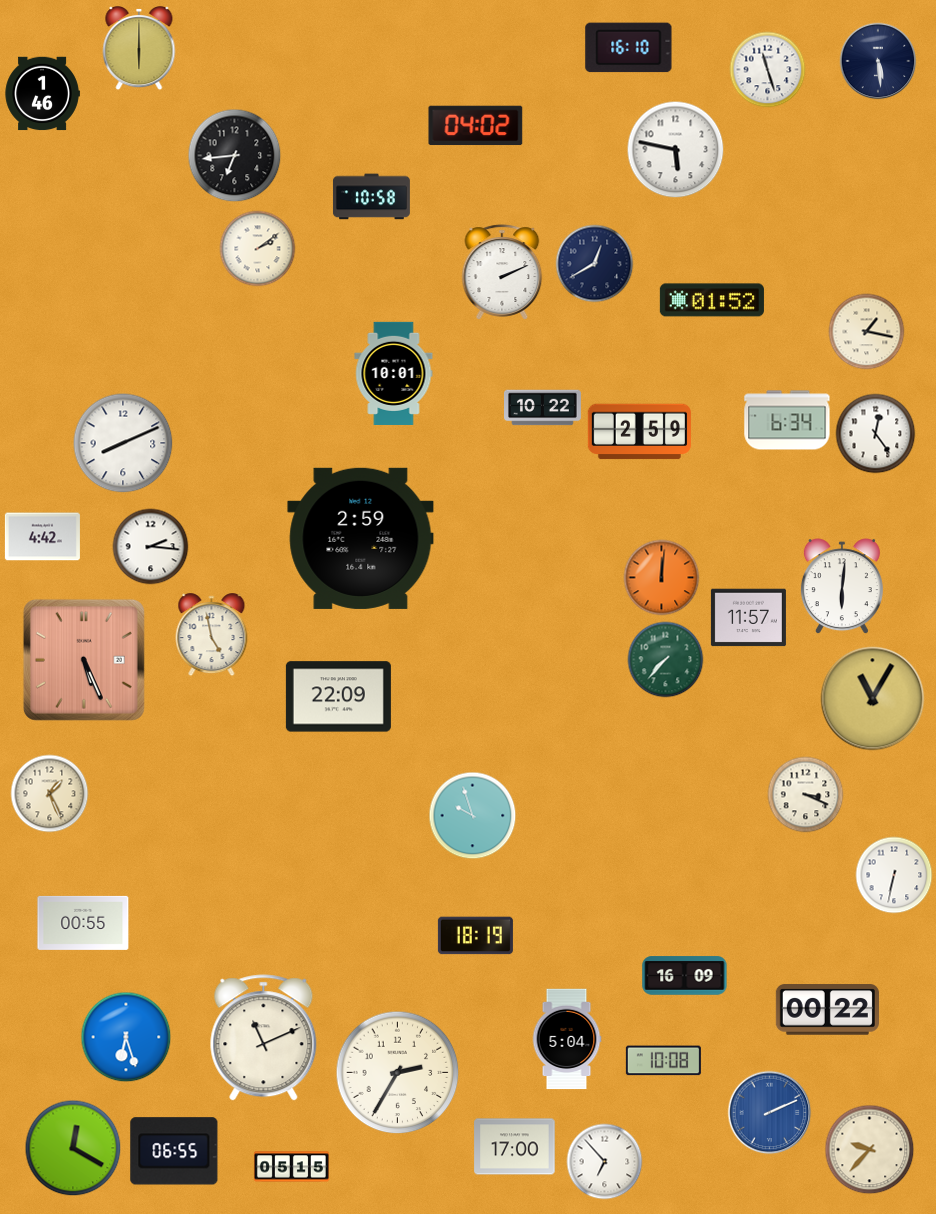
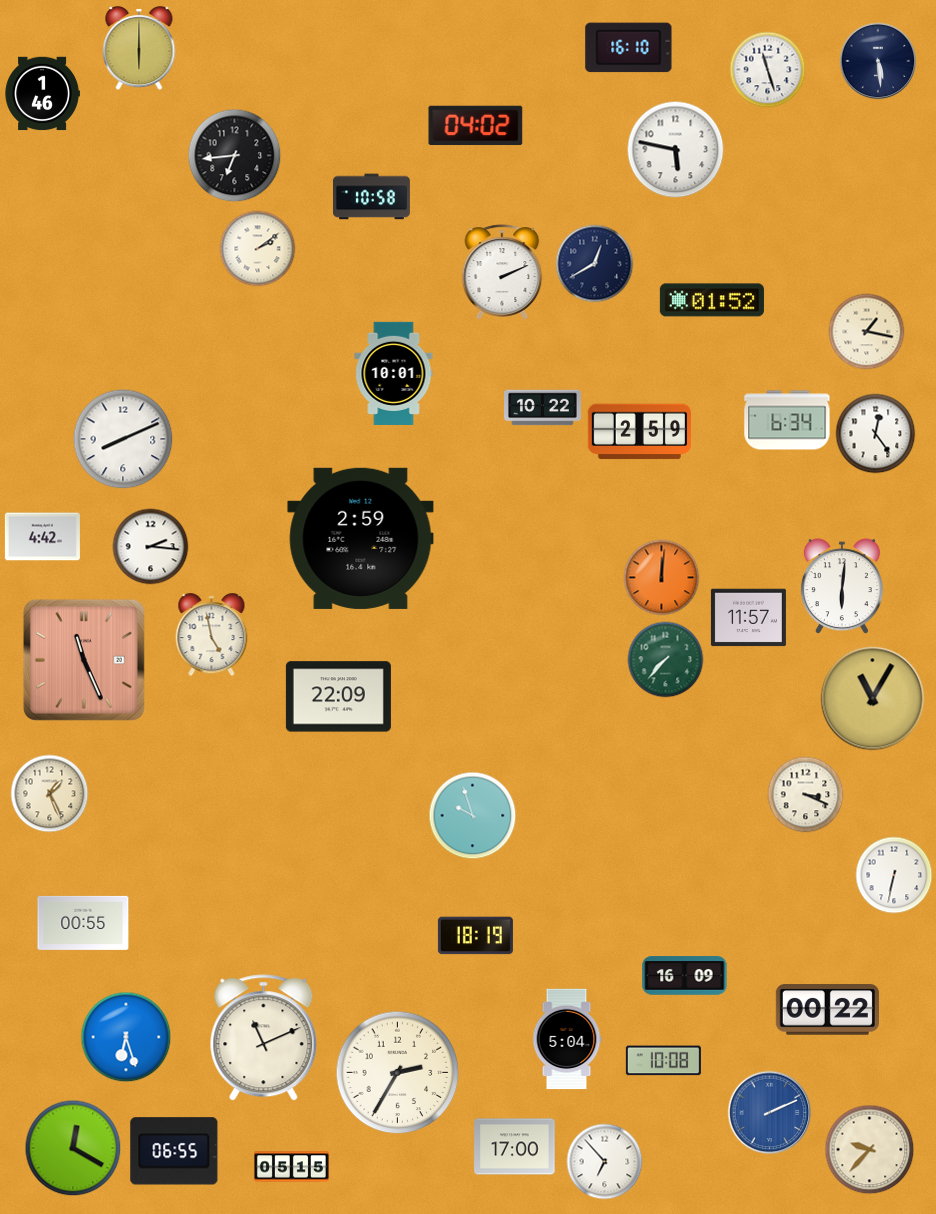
clock at (123, 443) position: (123, 443) -> (123, 439)
clock at (84, 660): 5:26 -> 11:26
